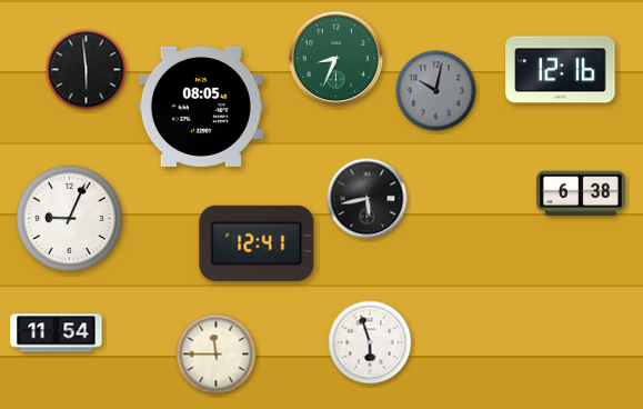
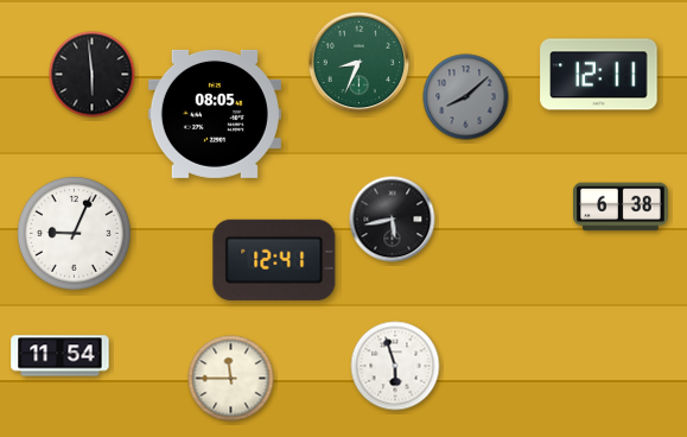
clock at (561, 70): 12:16 -> 12:11
clock at (436, 91): 10:02 -> 8:08
clock at (368, 199) position: (368, 199) -> (393, 220)
